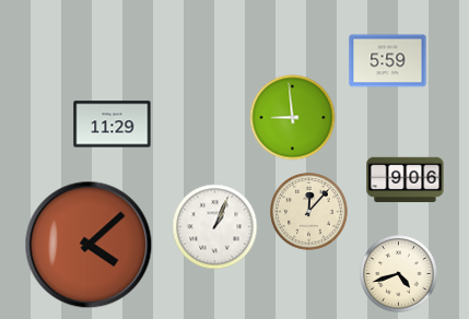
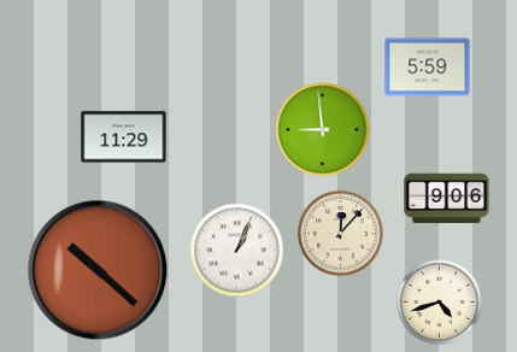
clock at (89, 245): 4:08 -> 10:22
